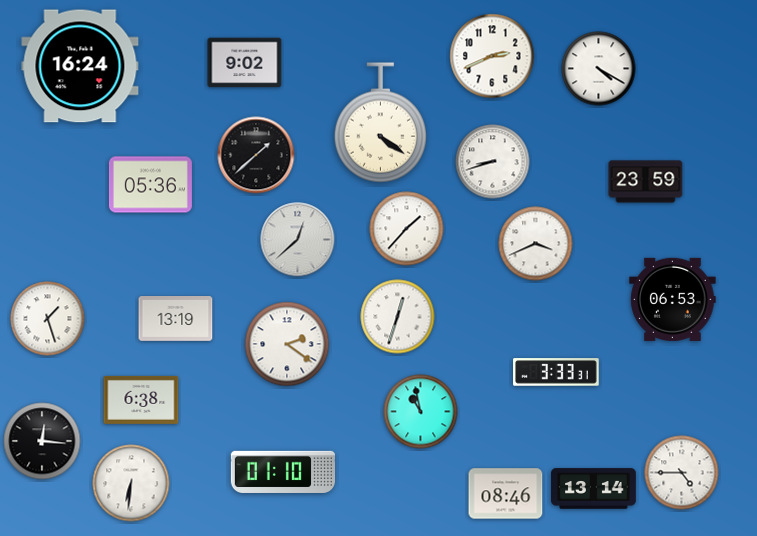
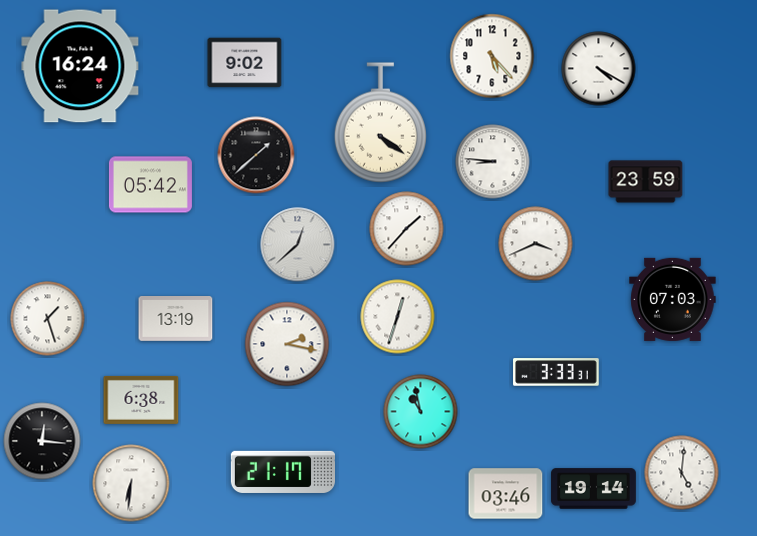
clock at (492, 56): 2:41 -> 5:23
clock at (493, 162): 8:42 -> 8:46
clock at (150, 185): 05:36 -> 05:42
clock at (298, 240) position: (298, 240) -> (298, 245)
clock at (673, 299): 06:53 -> 07:03
clock at (287, 344): 2:21 -> 2:17
clock at (282, 472): 01:10 -> 21:17
clock at (682, 473): 4:45 -> 5:01
clock at (594, 489): 13:14 -> 19:14
clock at (506, 494): 08:46 -> 03:46
